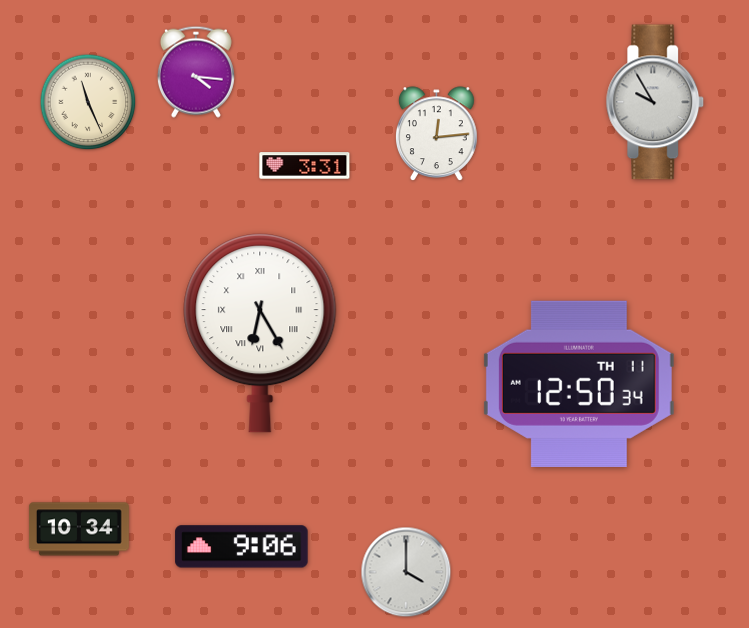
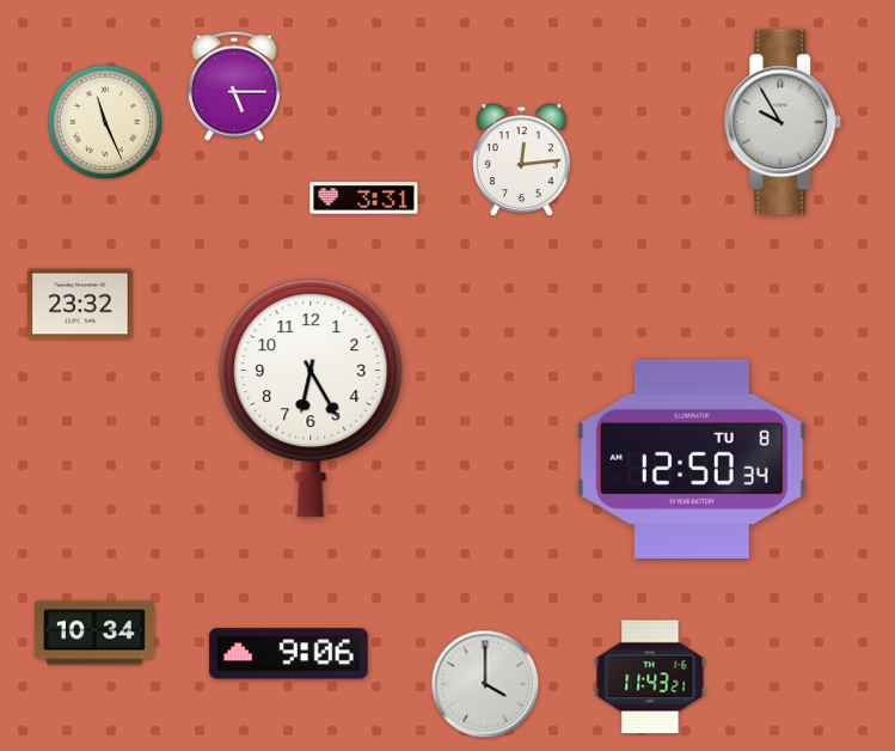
clock at (196, 72): 4:16 -> 5:15
clock at (80, 304): none -> 23:32
clock at (260, 334) numerals: Roman -> Arabic
clock at (579, 384) date: TH 11 -> TU 8
clock at (650, 677): none -> 11:43
